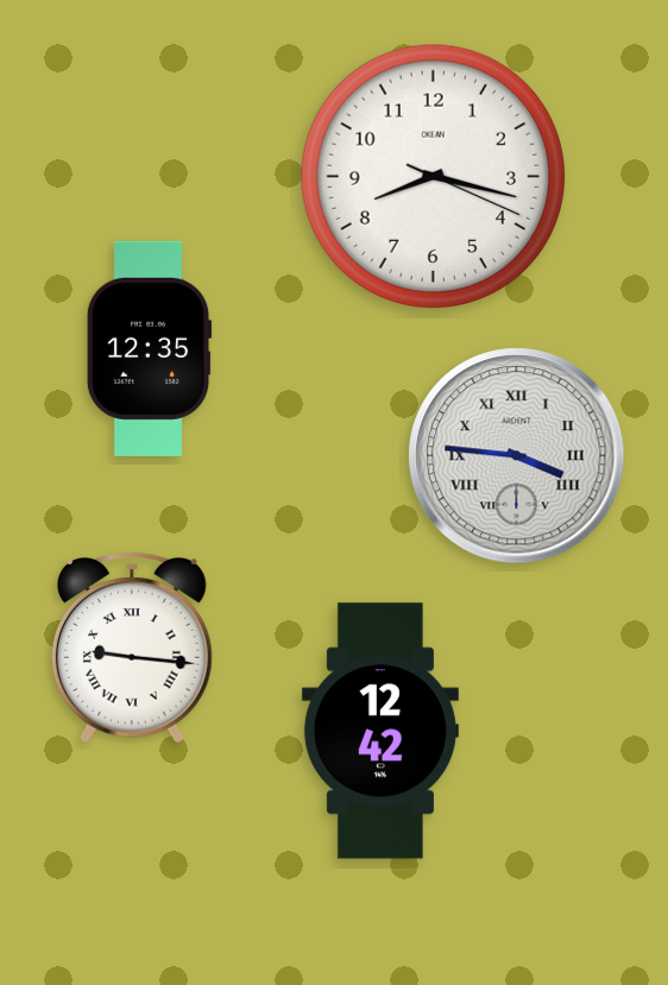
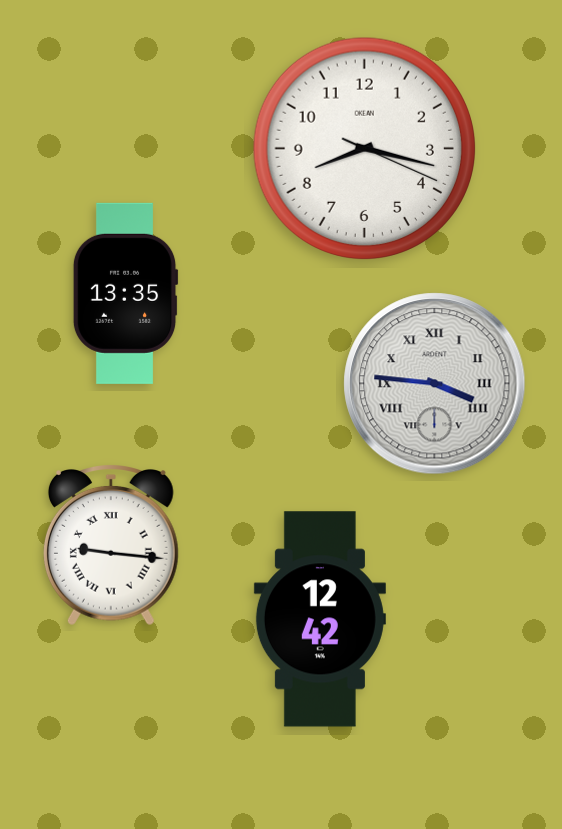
clock at (149, 348): 12:35 -> 13:35
clock at (380, 731) position: (380, 731) -> (320, 619)
